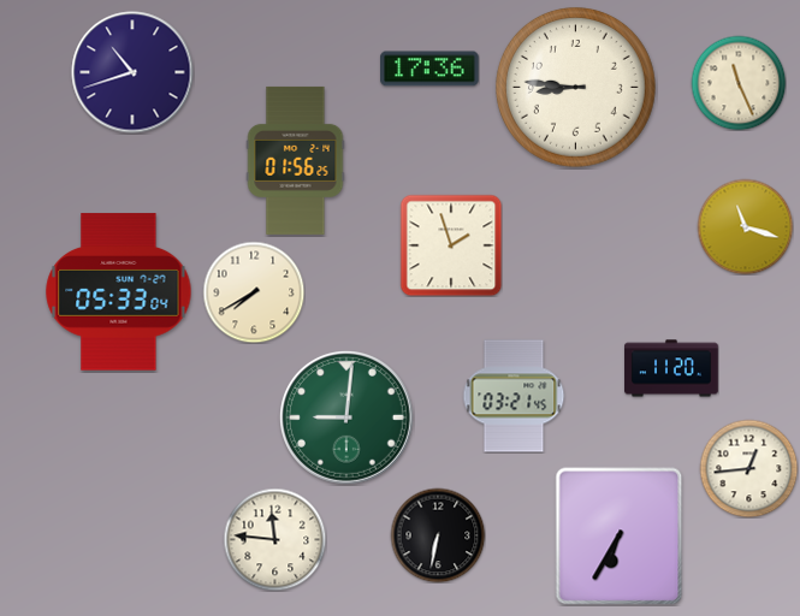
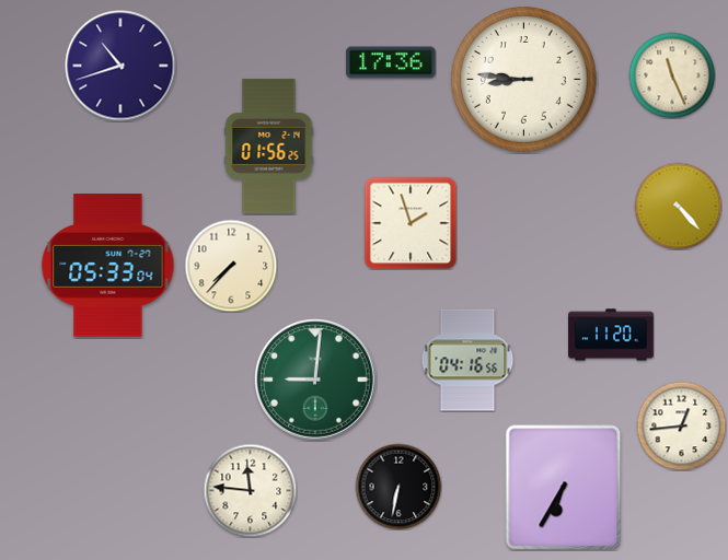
clock at (745, 226): 11:18 -> 4:23
clock at (254, 292): 7:40 -> 7:37
clock at (514, 396): 03:21 -> 04:16
